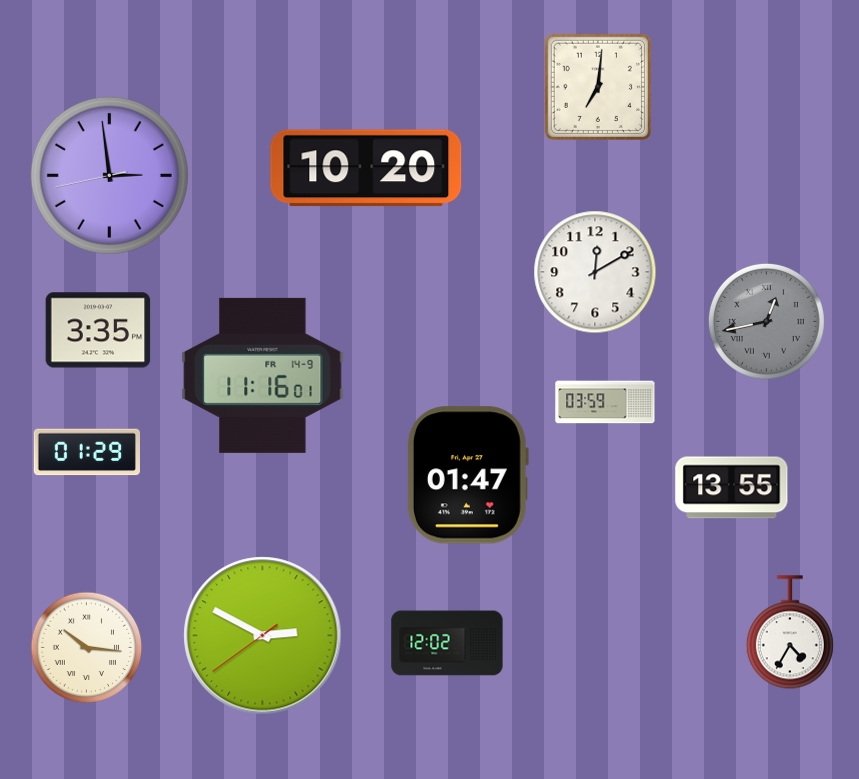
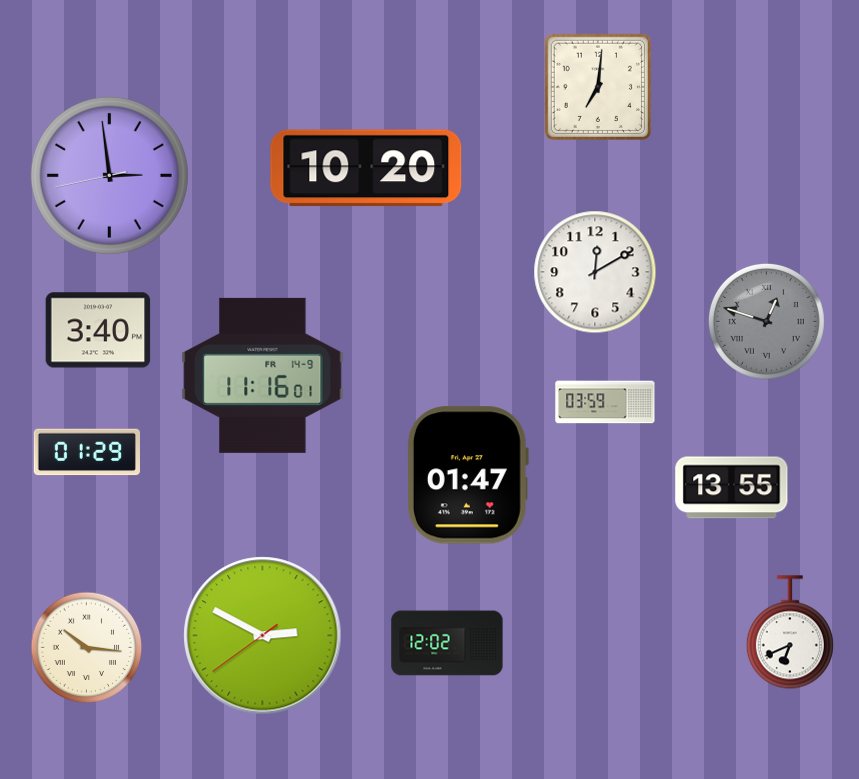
clock at (766, 321): 12:43 -> 12:48
clock at (98, 330): 3:35 -> 3:40
clock at (790, 632): 4:35 -> 6:41
